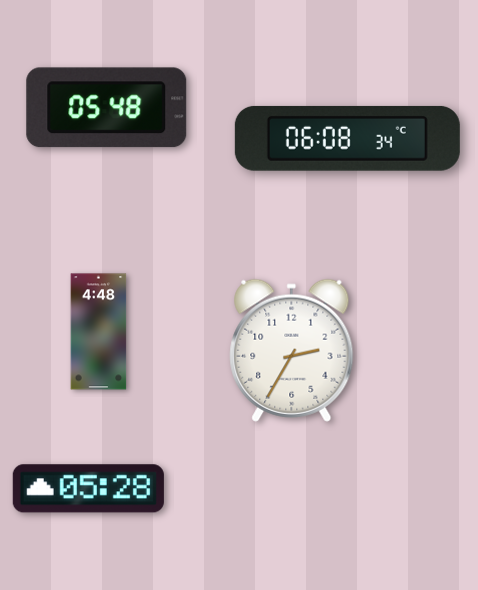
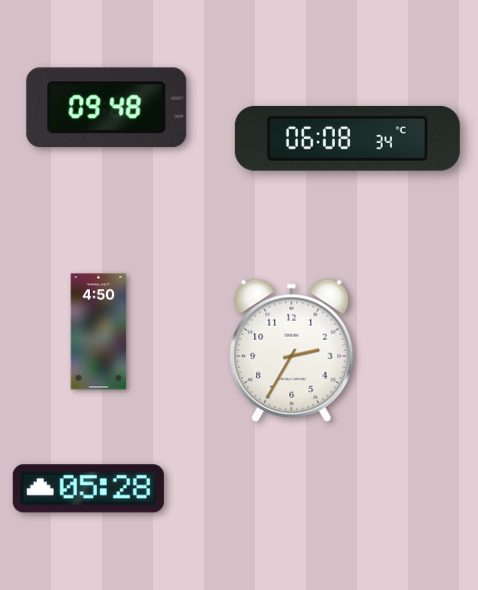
clock at (107, 108): 05:48 -> 09:48
clock at (99, 332): 4:48 -> 4:50
